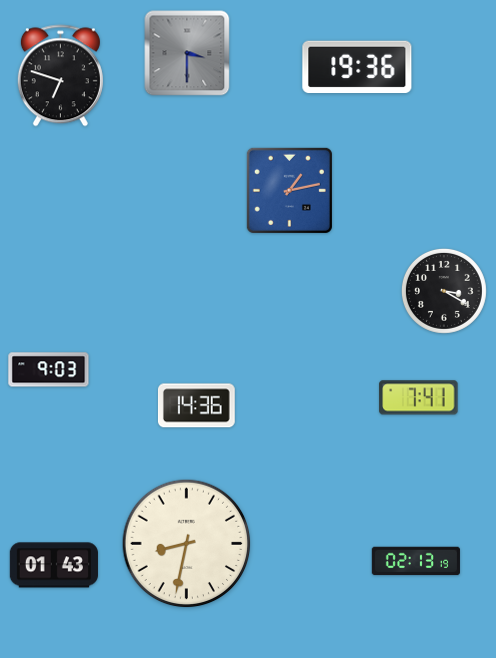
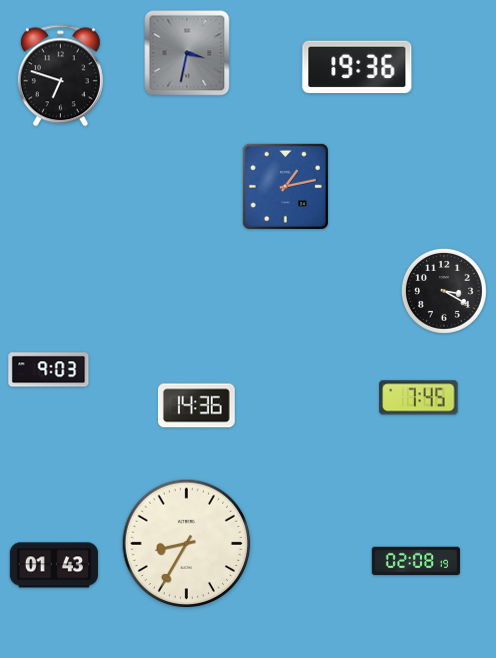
clock at (187, 53): 3:30 -> 3:32
clock at (289, 190) position: (289, 190) -> (285, 186)
clock at (419, 398): 7:41 -> 7:45
clock at (187, 544): 8:32 -> 8:35
clock at (415, 561): 02:13 -> 02:08
